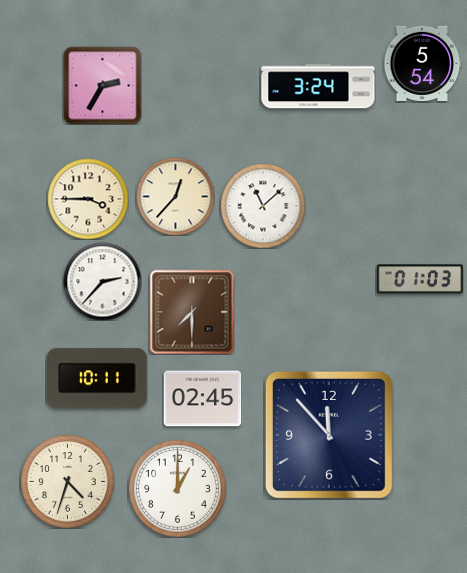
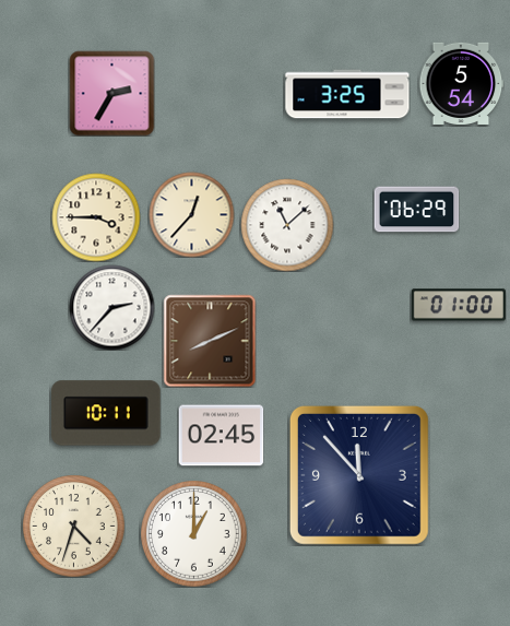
clock at (422, 63) position: (422, 63) -> (461, 83)
clock at (318, 86): 3:24 -> 3:25
clock at (416, 210): none -> 06:29
clock at (420, 279): 01:03 -> 01:00
clock at (192, 312): 7:30 -> 8:11
